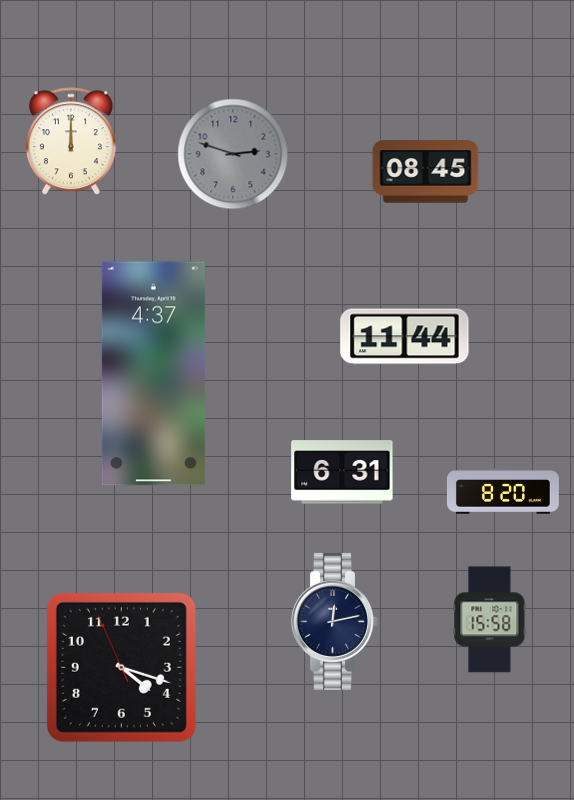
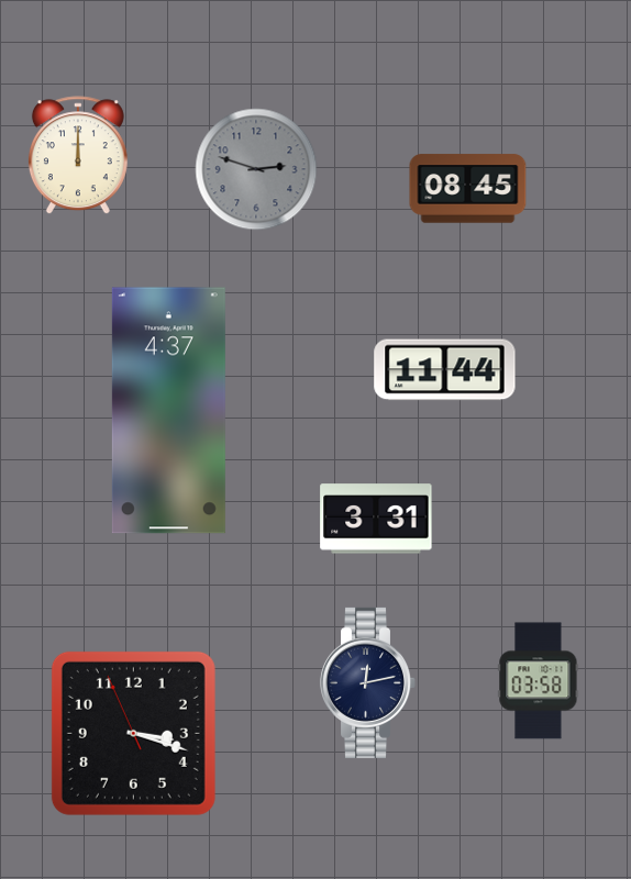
clock at (342, 472): 6:31 -> 3:31
clock at (503, 491): 8:20 -> none
clock at (490, 620): 15:58 -> 03:58
clock at (121, 667): 4:17 -> 3:17
